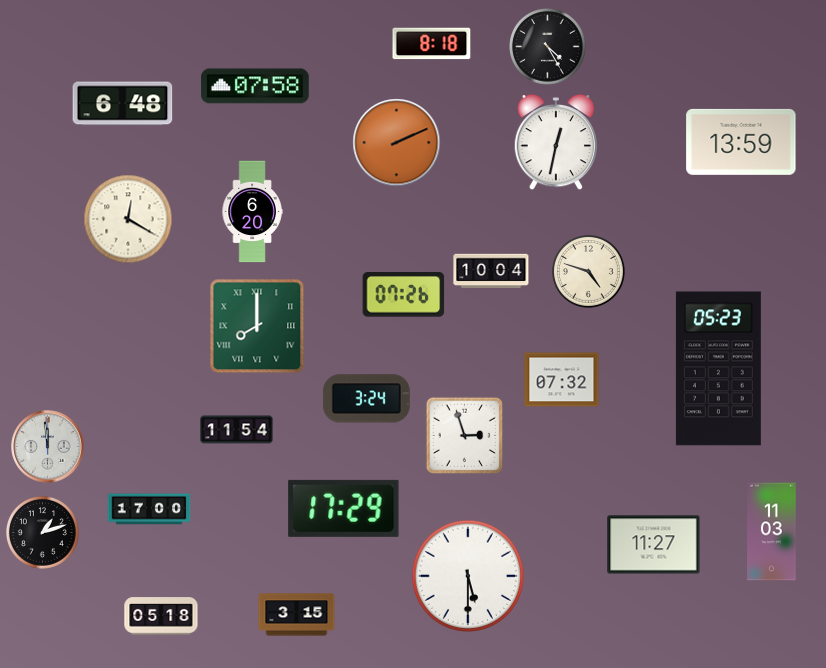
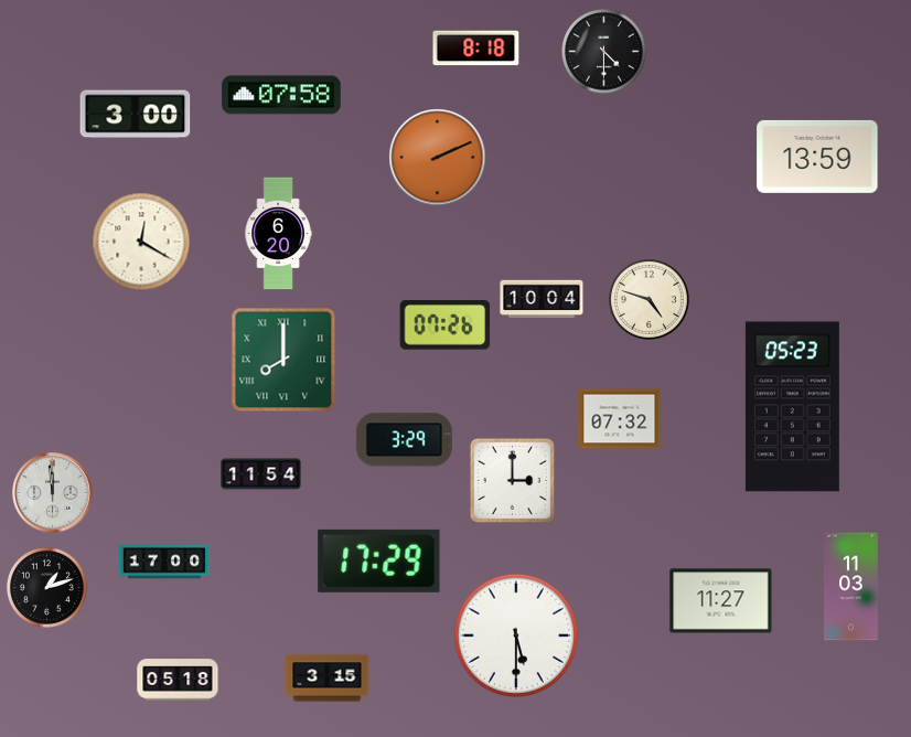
clock at (548, 47): 4:25 -> 4:30
clock at (123, 104): 6:48 -> 3:00
clock at (556, 142): 12:32 -> none
clock at (366, 399): 3:24 -> 3:29
clock at (465, 436): 2:57 -> 3:00
